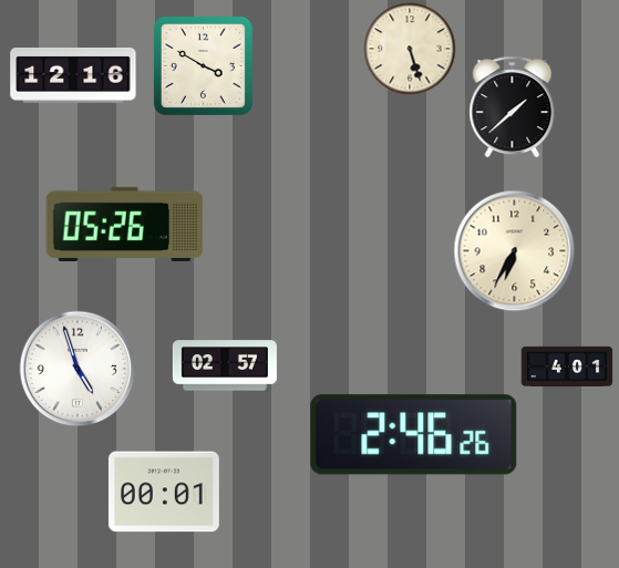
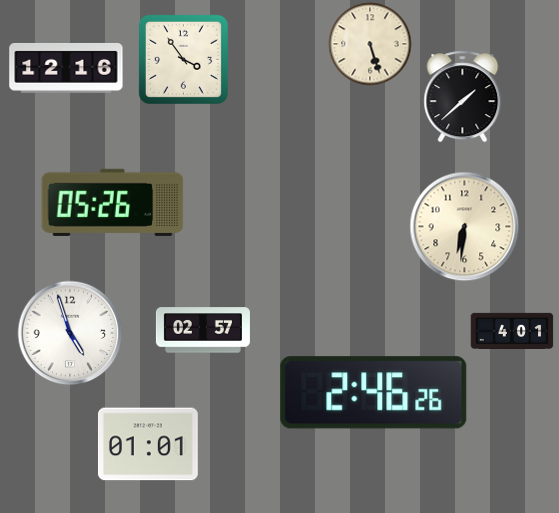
clock at (203, 65): 3:50 -> 3:54
clock at (514, 250): 6:35 -> 6:31
clock at (164, 492): 00:01 -> 01:01
